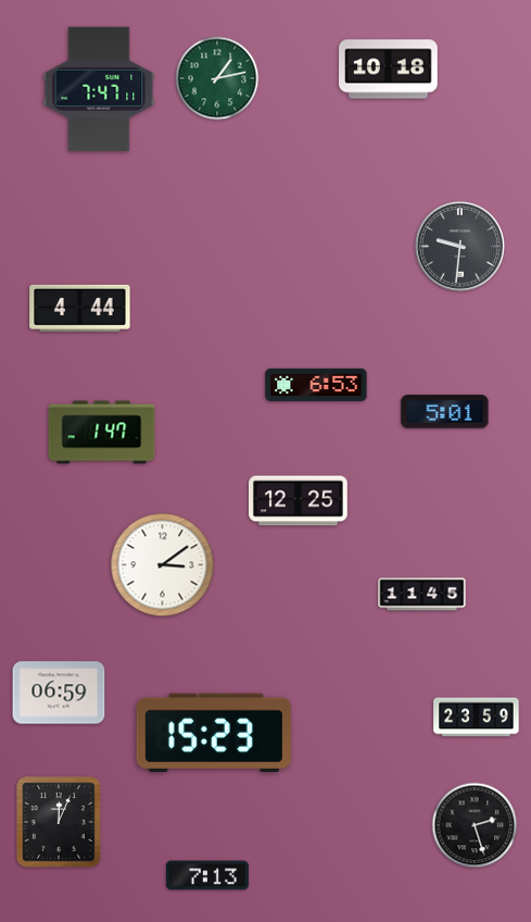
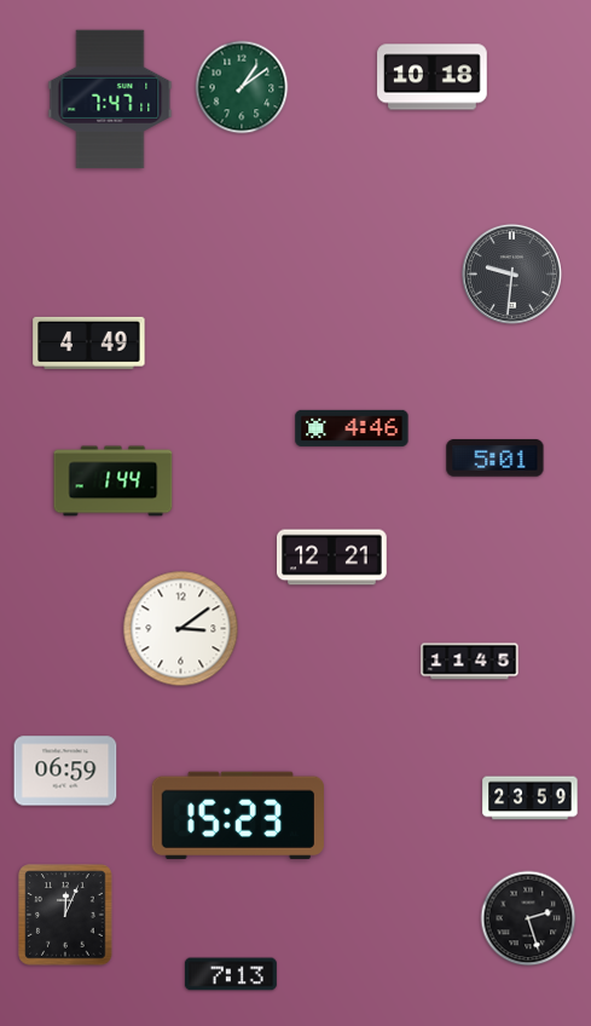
clock at (217, 78): 1:13 -> 1:09
clock at (80, 308): 4:44 -> 4:49
clock at (316, 385): 6:53 -> 4:46
clock at (102, 433): 1:47 -> 1:44
clock at (299, 501): 12:25 -> 12:21
